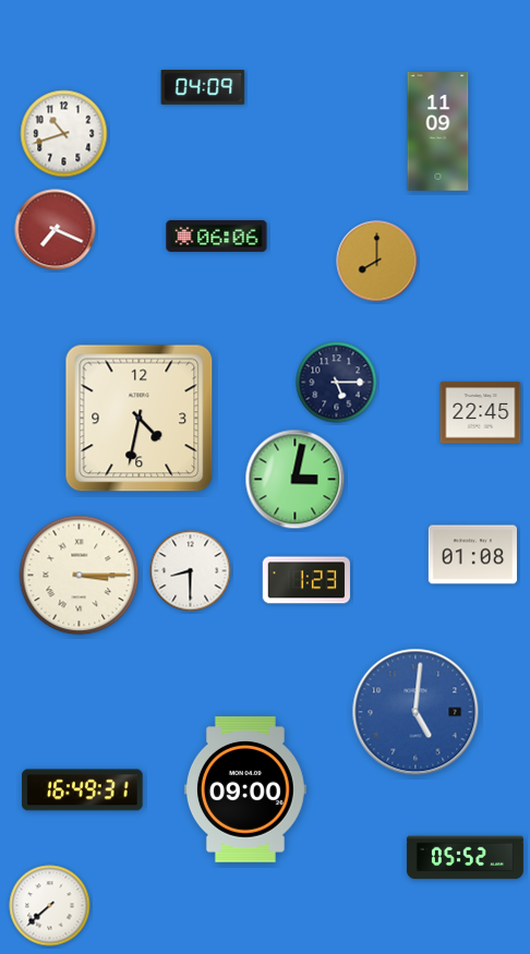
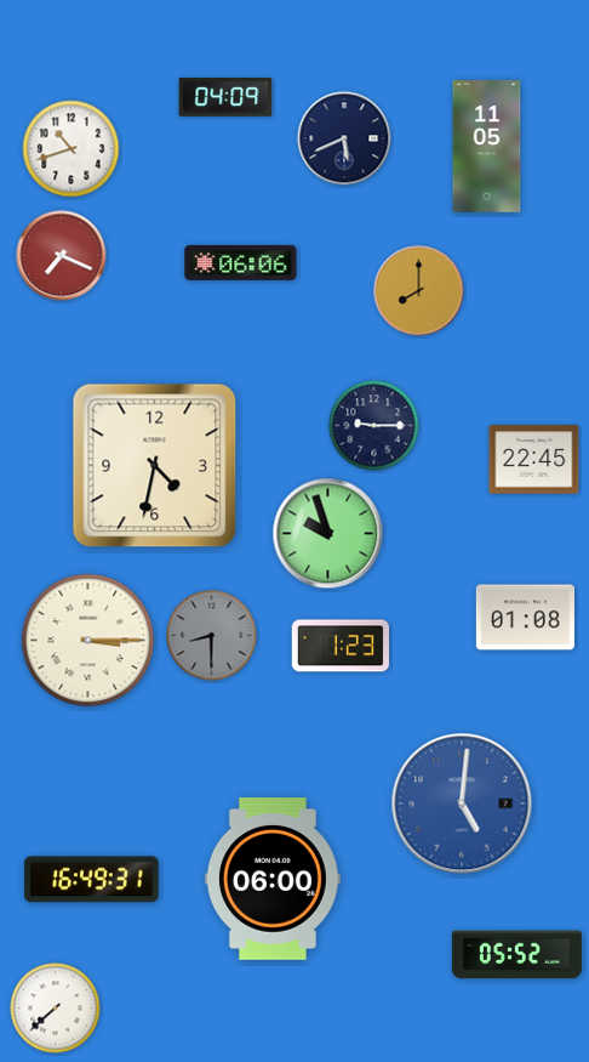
clock at (344, 138): none -> 5:41
clock at (438, 132): 11:09 -> 11:05
clock at (337, 383): 5:15 -> 9:15
clock at (296, 480): 3:02 -> 9:57
clock at (191, 571) dial: white -> grey
clock at (415, 712) position: (415, 712) -> (462, 803)
clock at (245, 789): 09:00 -> 06:00
